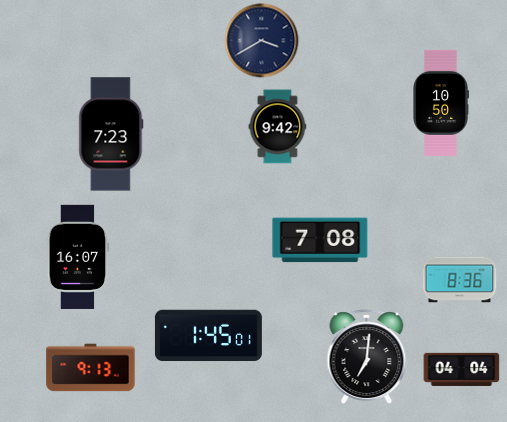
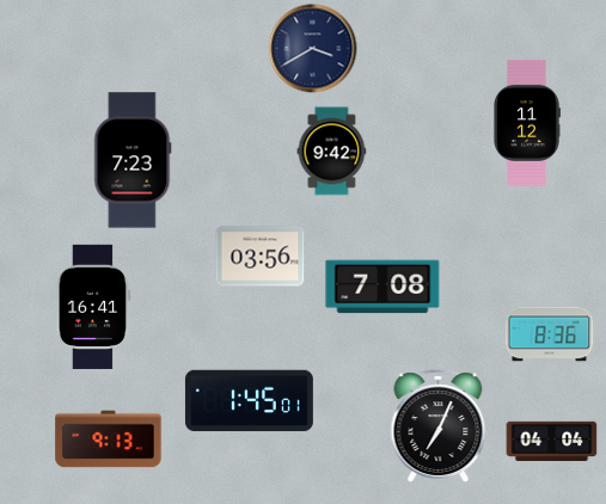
clock at (441, 103): 10:50 -> 11:12
clock at (261, 257): none -> 03:56
clock at (78, 257): 16:07 -> 16:41
clock at (367, 357): 7:01 -> 7:04
